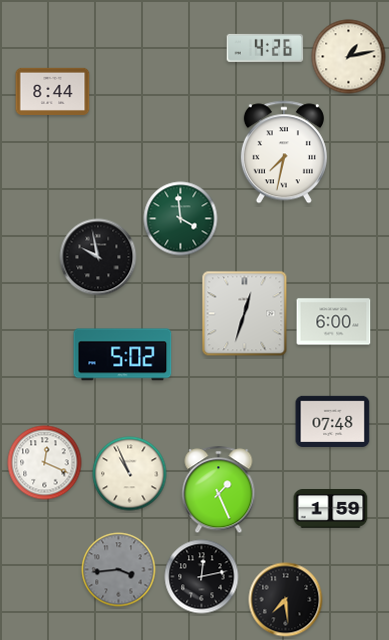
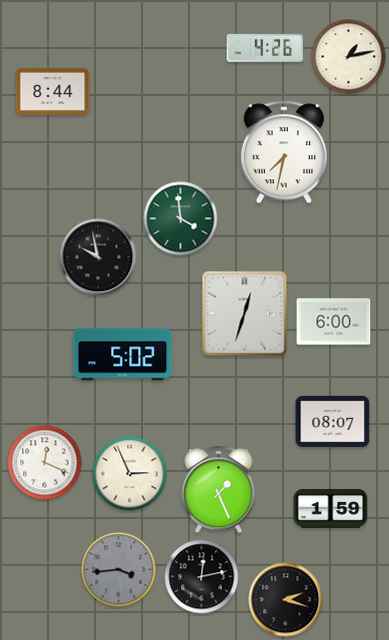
clock at (333, 421): 07:48 -> 08:07
clock at (130, 474): 10:56 -> 2:56
clock at (286, 600): 7:29 -> 2:18
